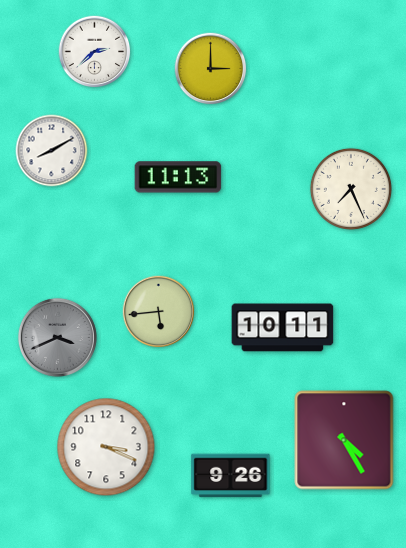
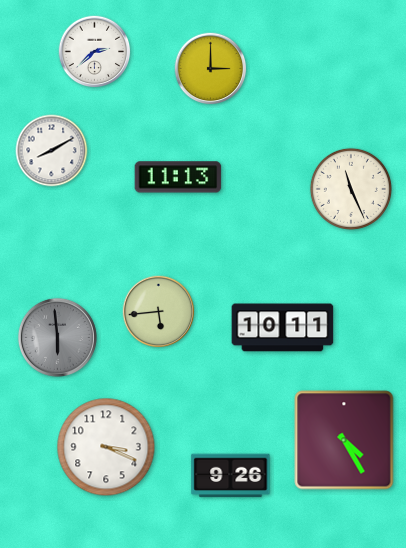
clock at (351, 189): 7:26 -> 11:26
clock at (57, 337): 3:41 -> 5:59
